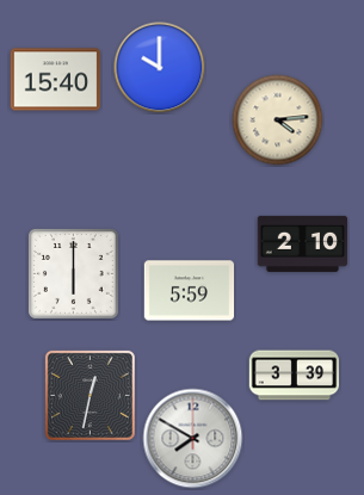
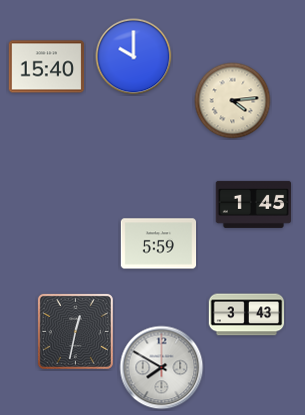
clock at (303, 243): 2:10 -> 1:45
clock at (73, 273): 6:00 -> none
clock at (295, 376): 3:39 -> 3:43
